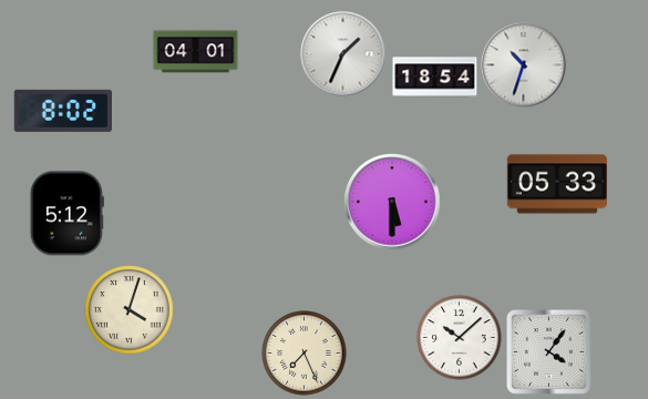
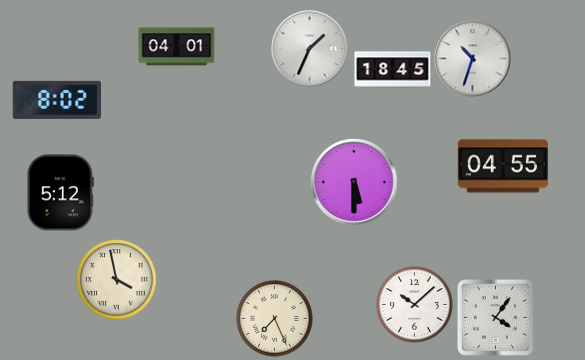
clock at (435, 78): 18:54 -> 18:45
clock at (557, 184): 05:33 -> 04:55
clock at (130, 310): 4:03 -> 3:58
